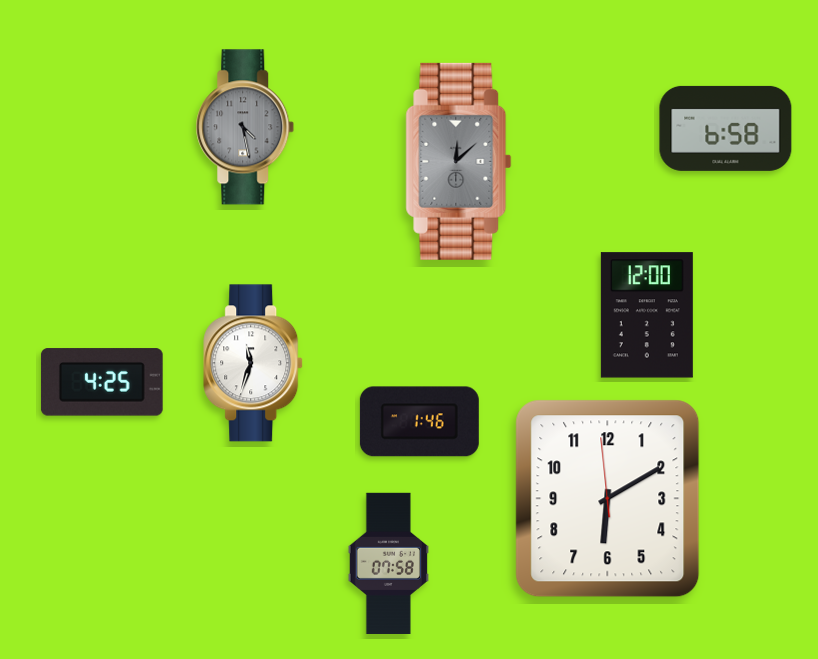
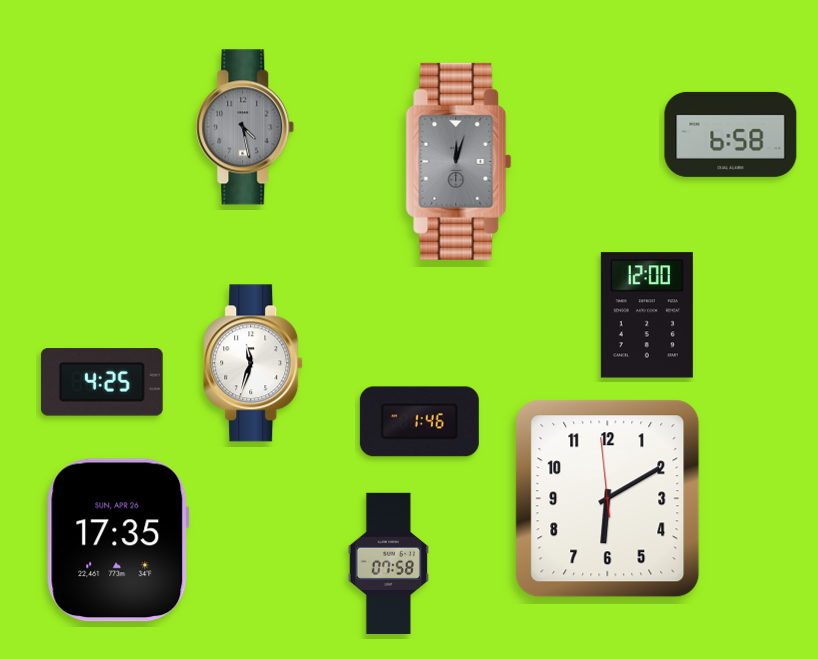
clock at (726, 128) position: (726, 128) -> (731, 134)
clock at (459, 161): 12:08 -> 12:03
clock at (118, 540): none -> 17:35
